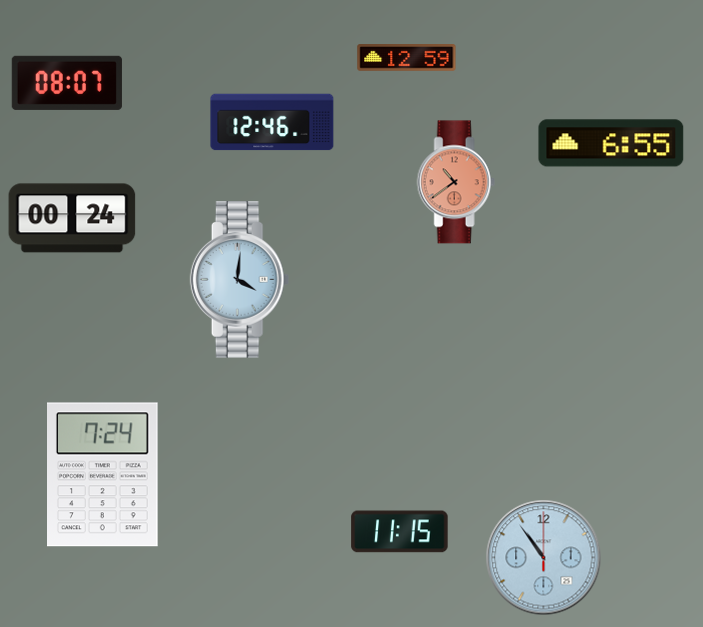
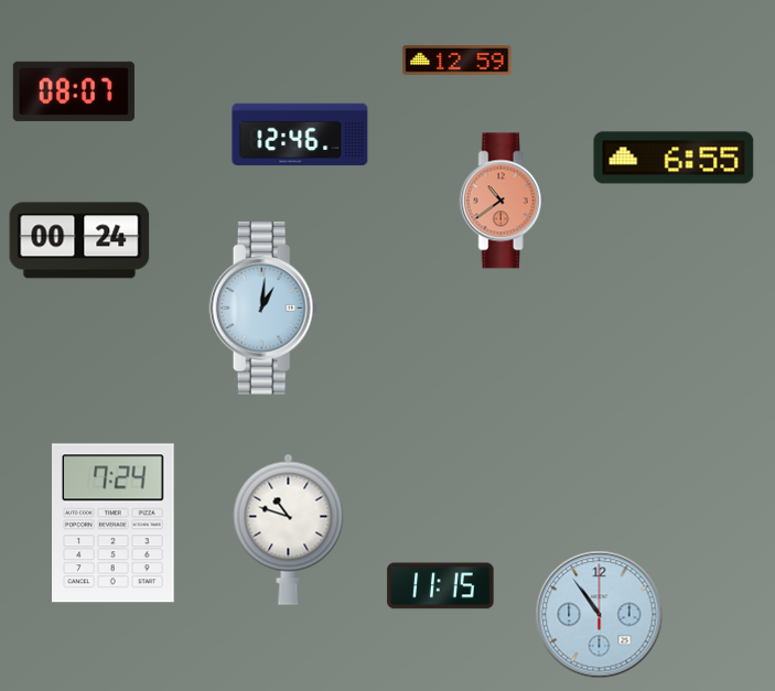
clock at (407, 58) position: (407, 58) -> (458, 61)
clock at (240, 280): 4:01 -> 1:01
clock at (289, 529): none -> 10:48
